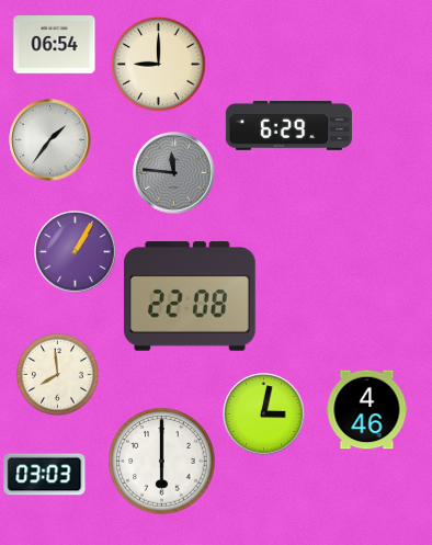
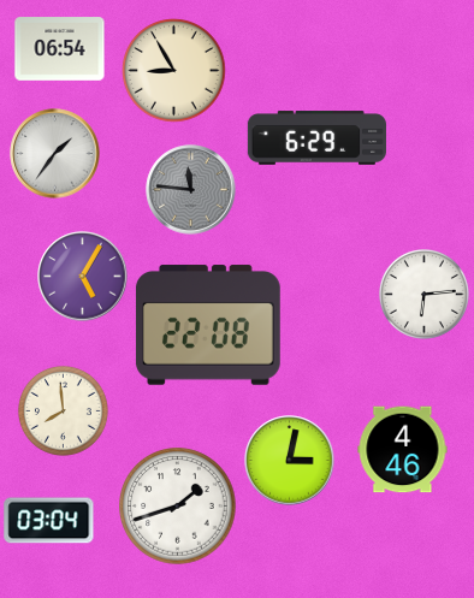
clock at (159, 65): 9:00 -> 8:55
clock at (76, 252): 1:05 -> 5:05
clock at (423, 294): none -> 6:14
clock at (264, 415) position: (264, 415) -> (290, 461)
clock at (162, 462): 6:00 -> 1:42
clock at (45, 475): 03:03 -> 03:04
